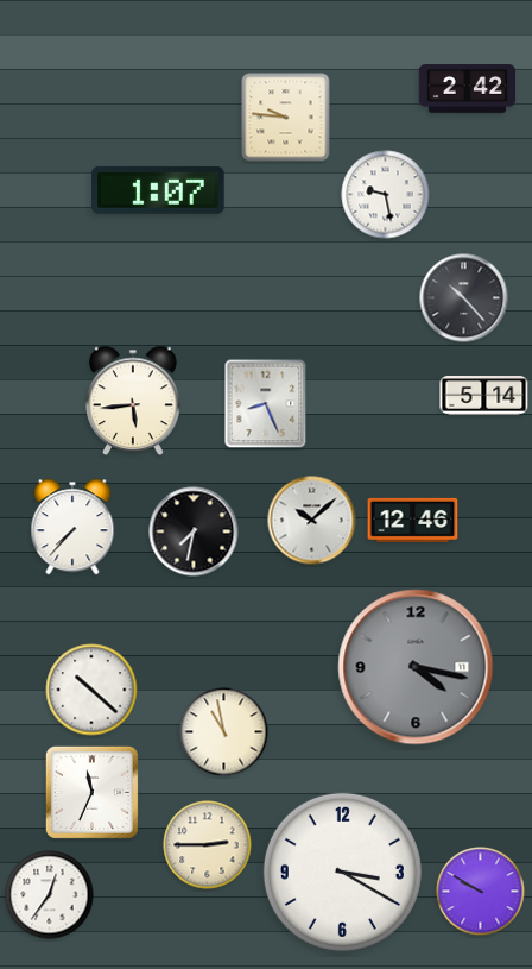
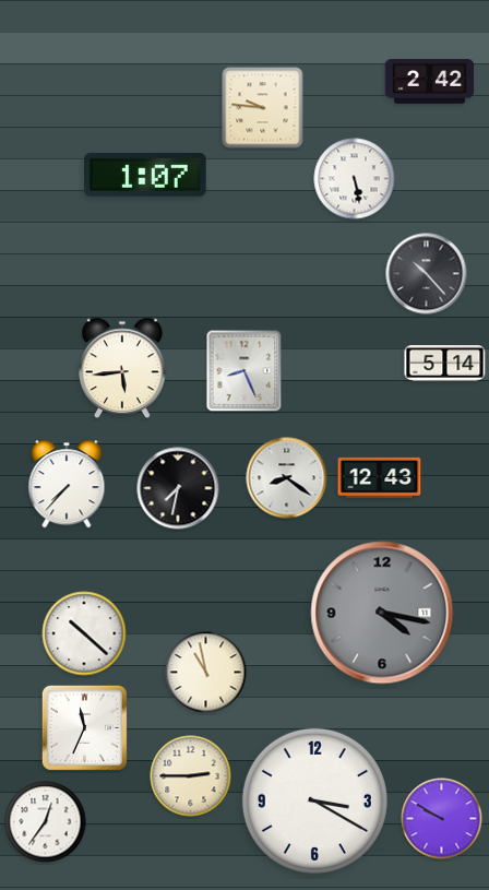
clock at (386, 195): 9:28 -> 5:28
clock at (413, 520): 12:46 -> 12:43
clock at (312, 521): 10:08 -> 8:21
